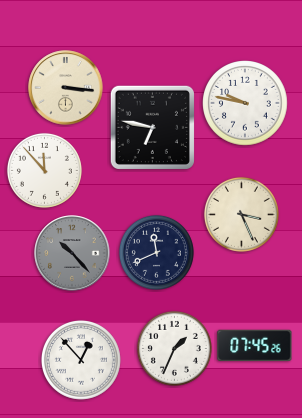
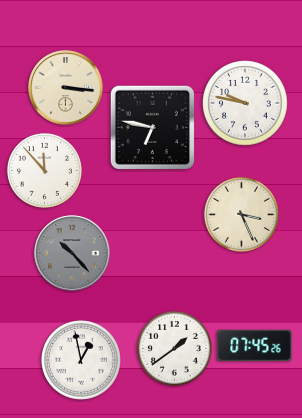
clock at (156, 252): 11:41 -> none
clock at (174, 348): 1:34 -> 1:39
clock at (81, 360): 12:53 -> 12:58
